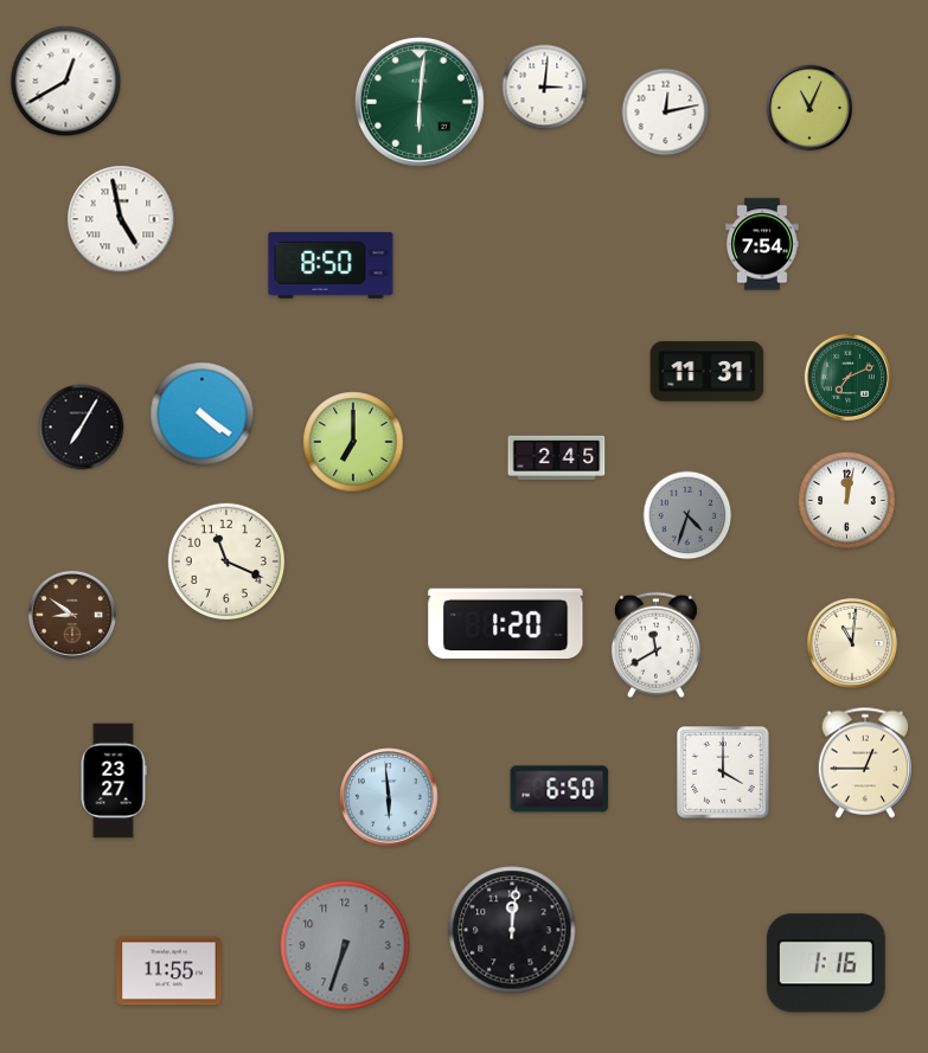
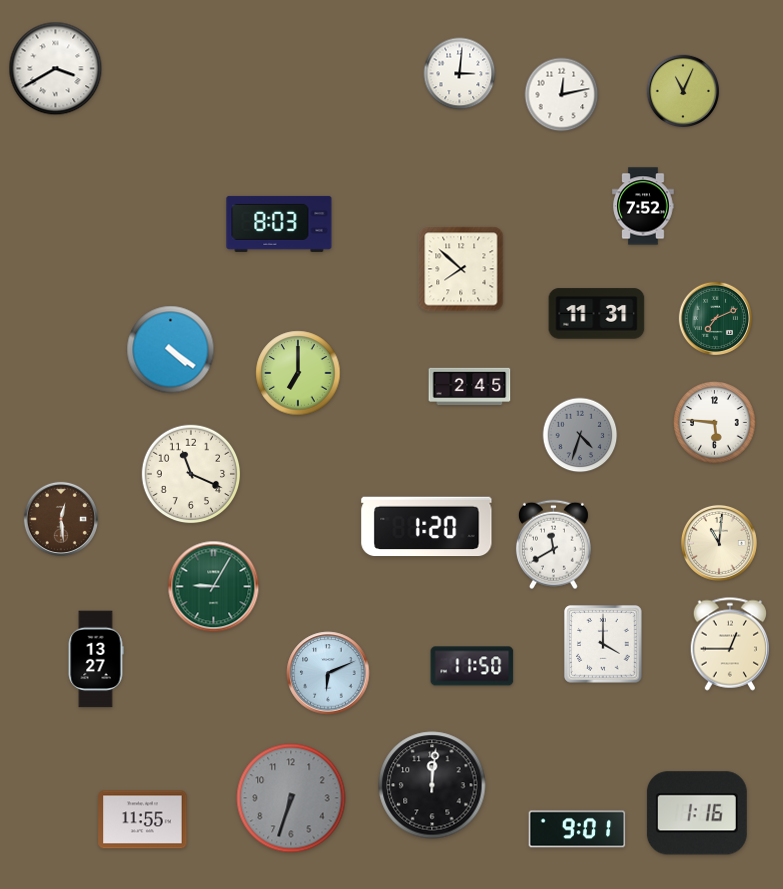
clock at (66, 82): 12:40 -> 3:40
clock at (421, 103): 6:01 -> none
clock at (121, 219): 4:58 -> none
clock at (762, 244): 7:54 -> 7:52
clock at (331, 265): 8:50 -> 8:03
clock at (461, 269): none -> 7:52
clock at (82, 428): 7:05 -> none
clock at (847, 501): 12:02 -> 5:46
clock at (72, 615): 8:51 -> 12:29
clock at (214, 587): none -> 9:05
clock at (723, 772) position: (723, 772) -> (603, 644)
clock at (114, 781): 23:27 -> 13:27
clock at (559, 789): 6:50 -> 11:50
clock at (389, 797): 5:59 -> 6:11
clock at (577, 829): none -> 9:01
